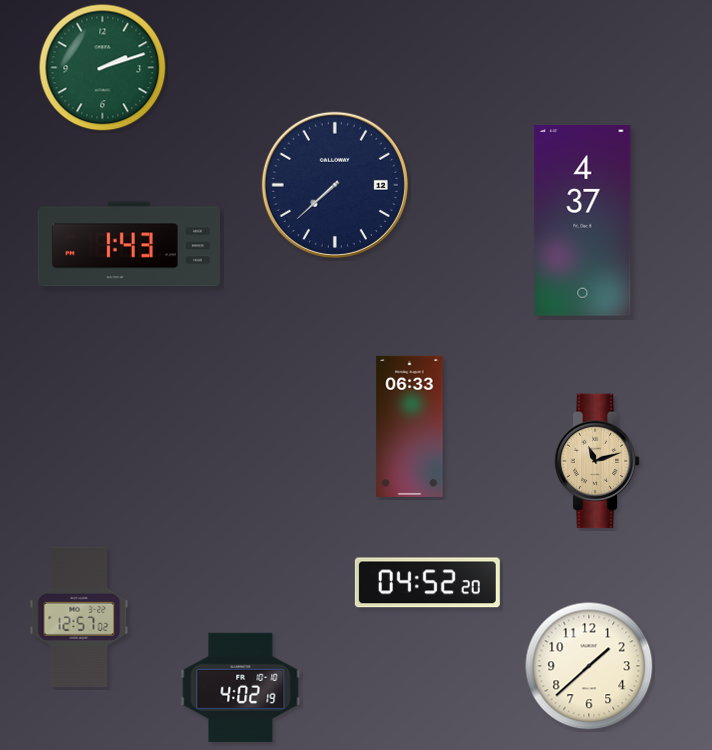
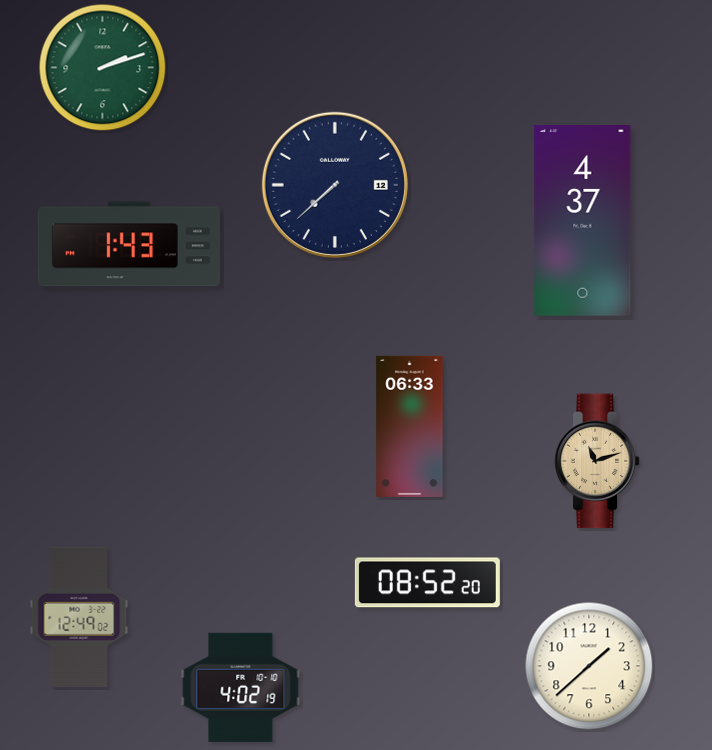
clock at (427, 583): 04:52 -> 08:52
clock at (79, 617): 12:57 -> 12:49
